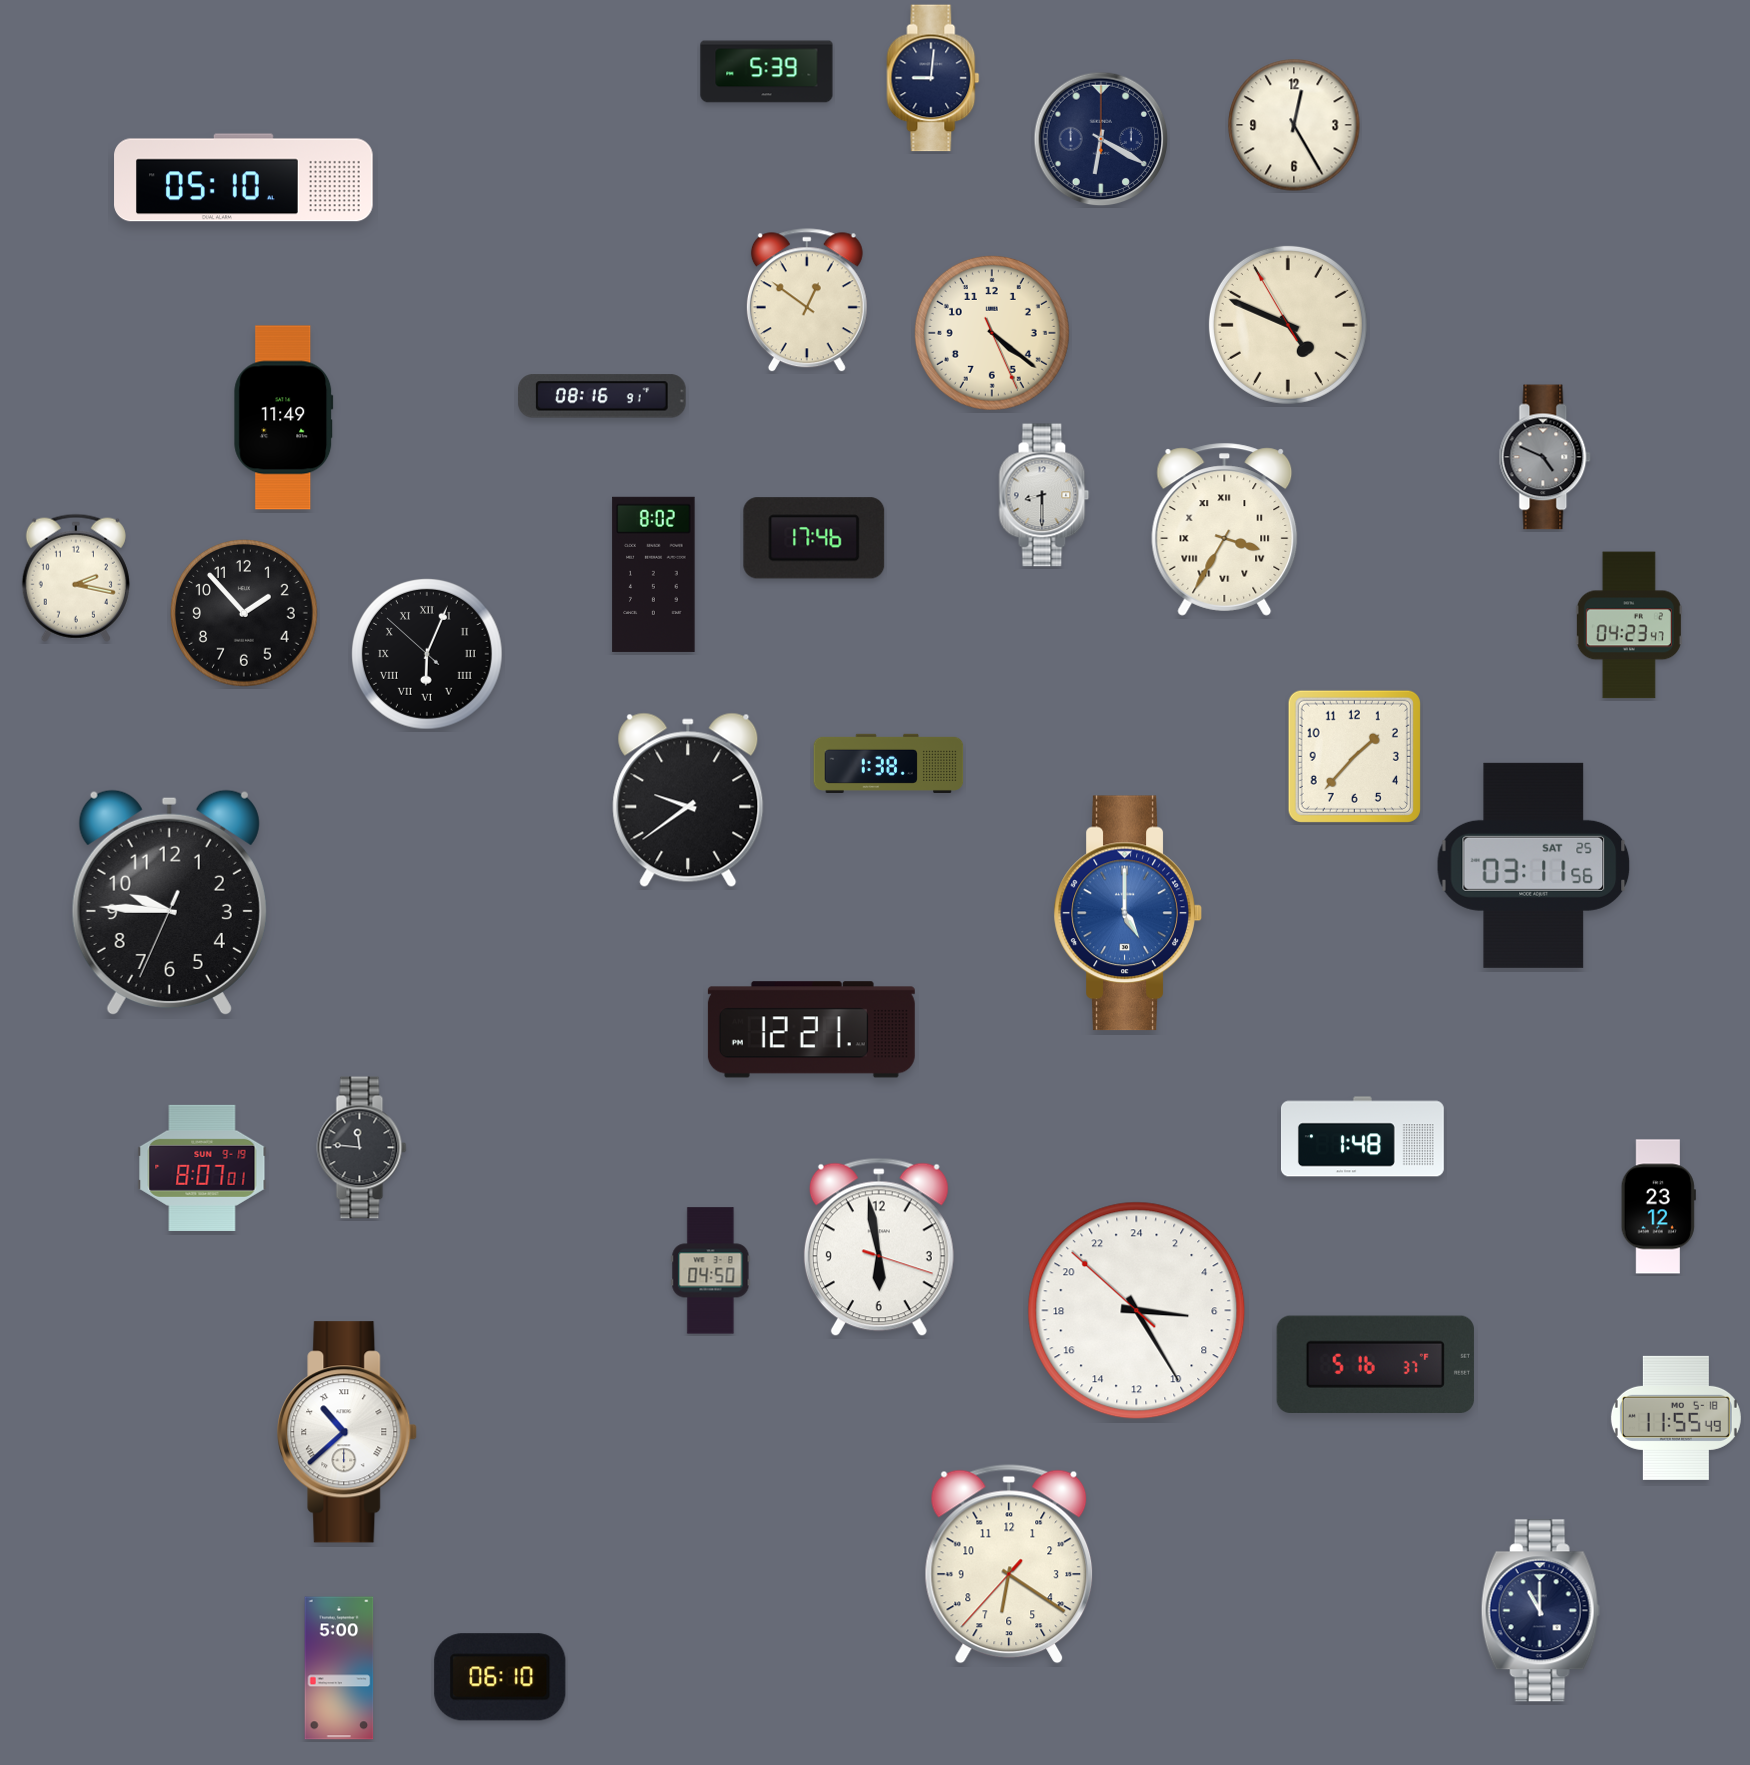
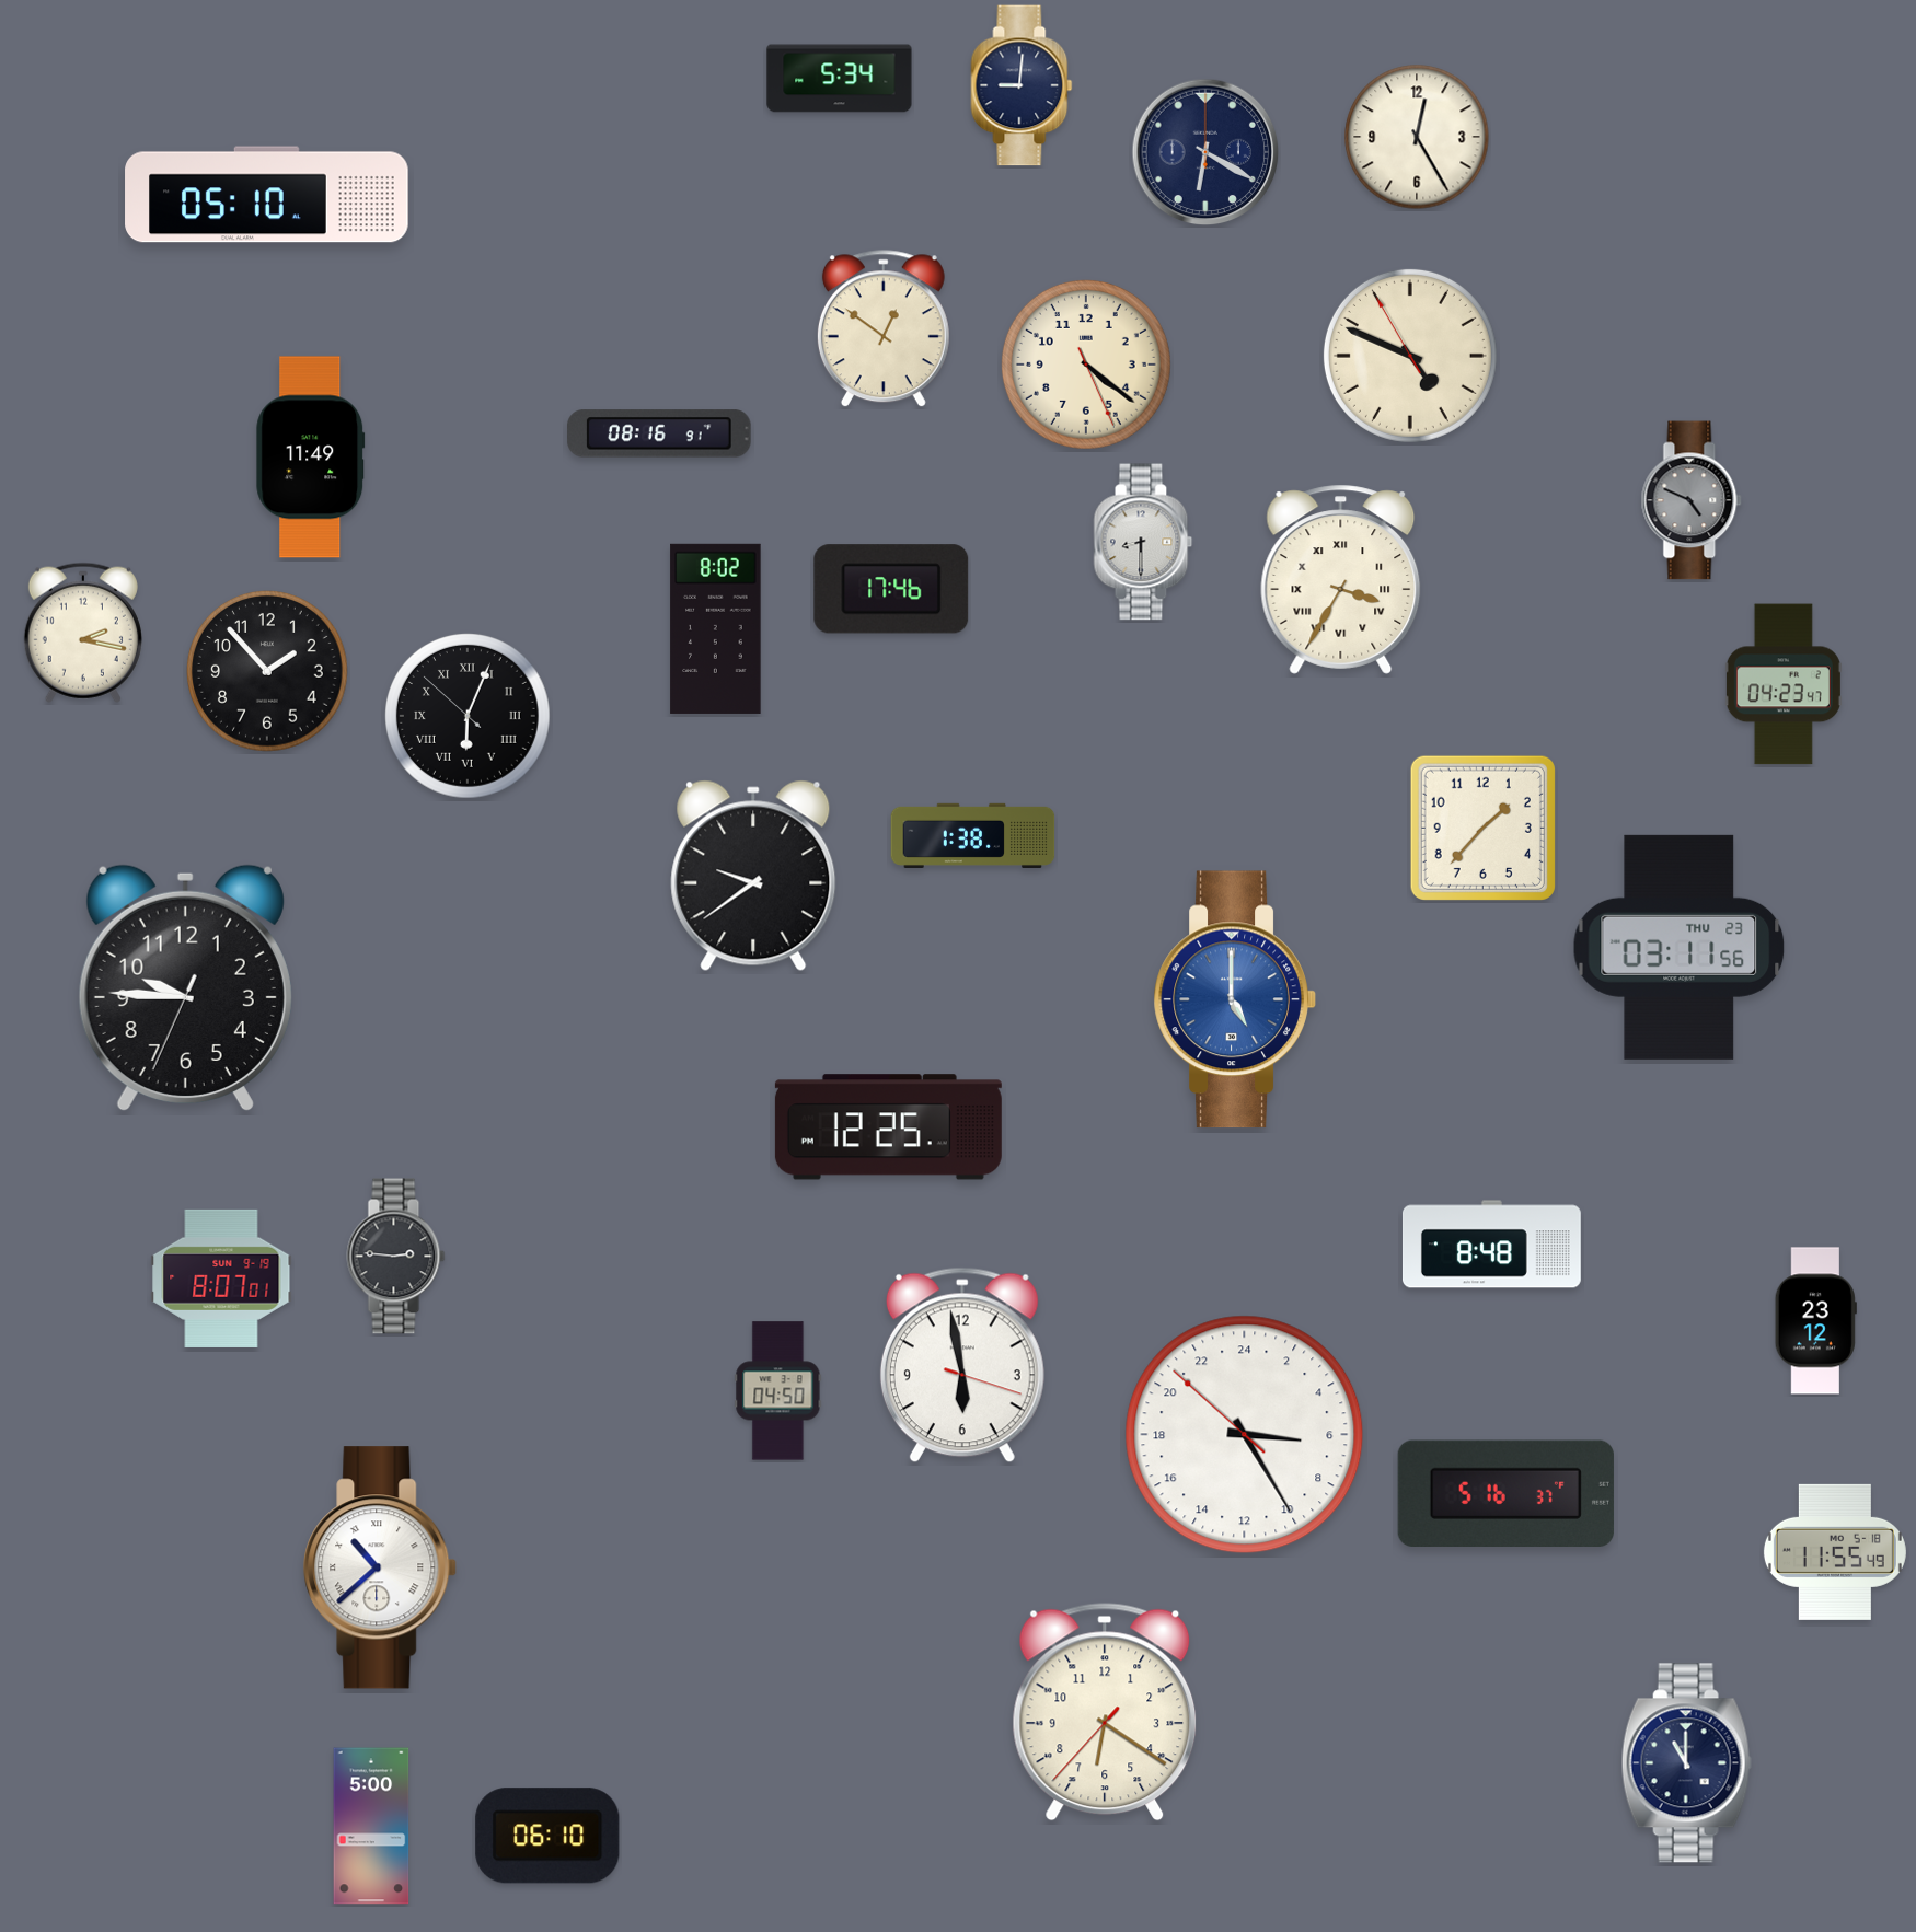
clock at (767, 72): 5:39 -> 5:34
clock at (1534, 865) date: SAT 25 -> THU 23
clock at (811, 1030): 12:21 -> 12:25
clock at (1362, 1137): 1:48 -> 8:48
clock at (362, 1148): 11:46 -> 2:46
